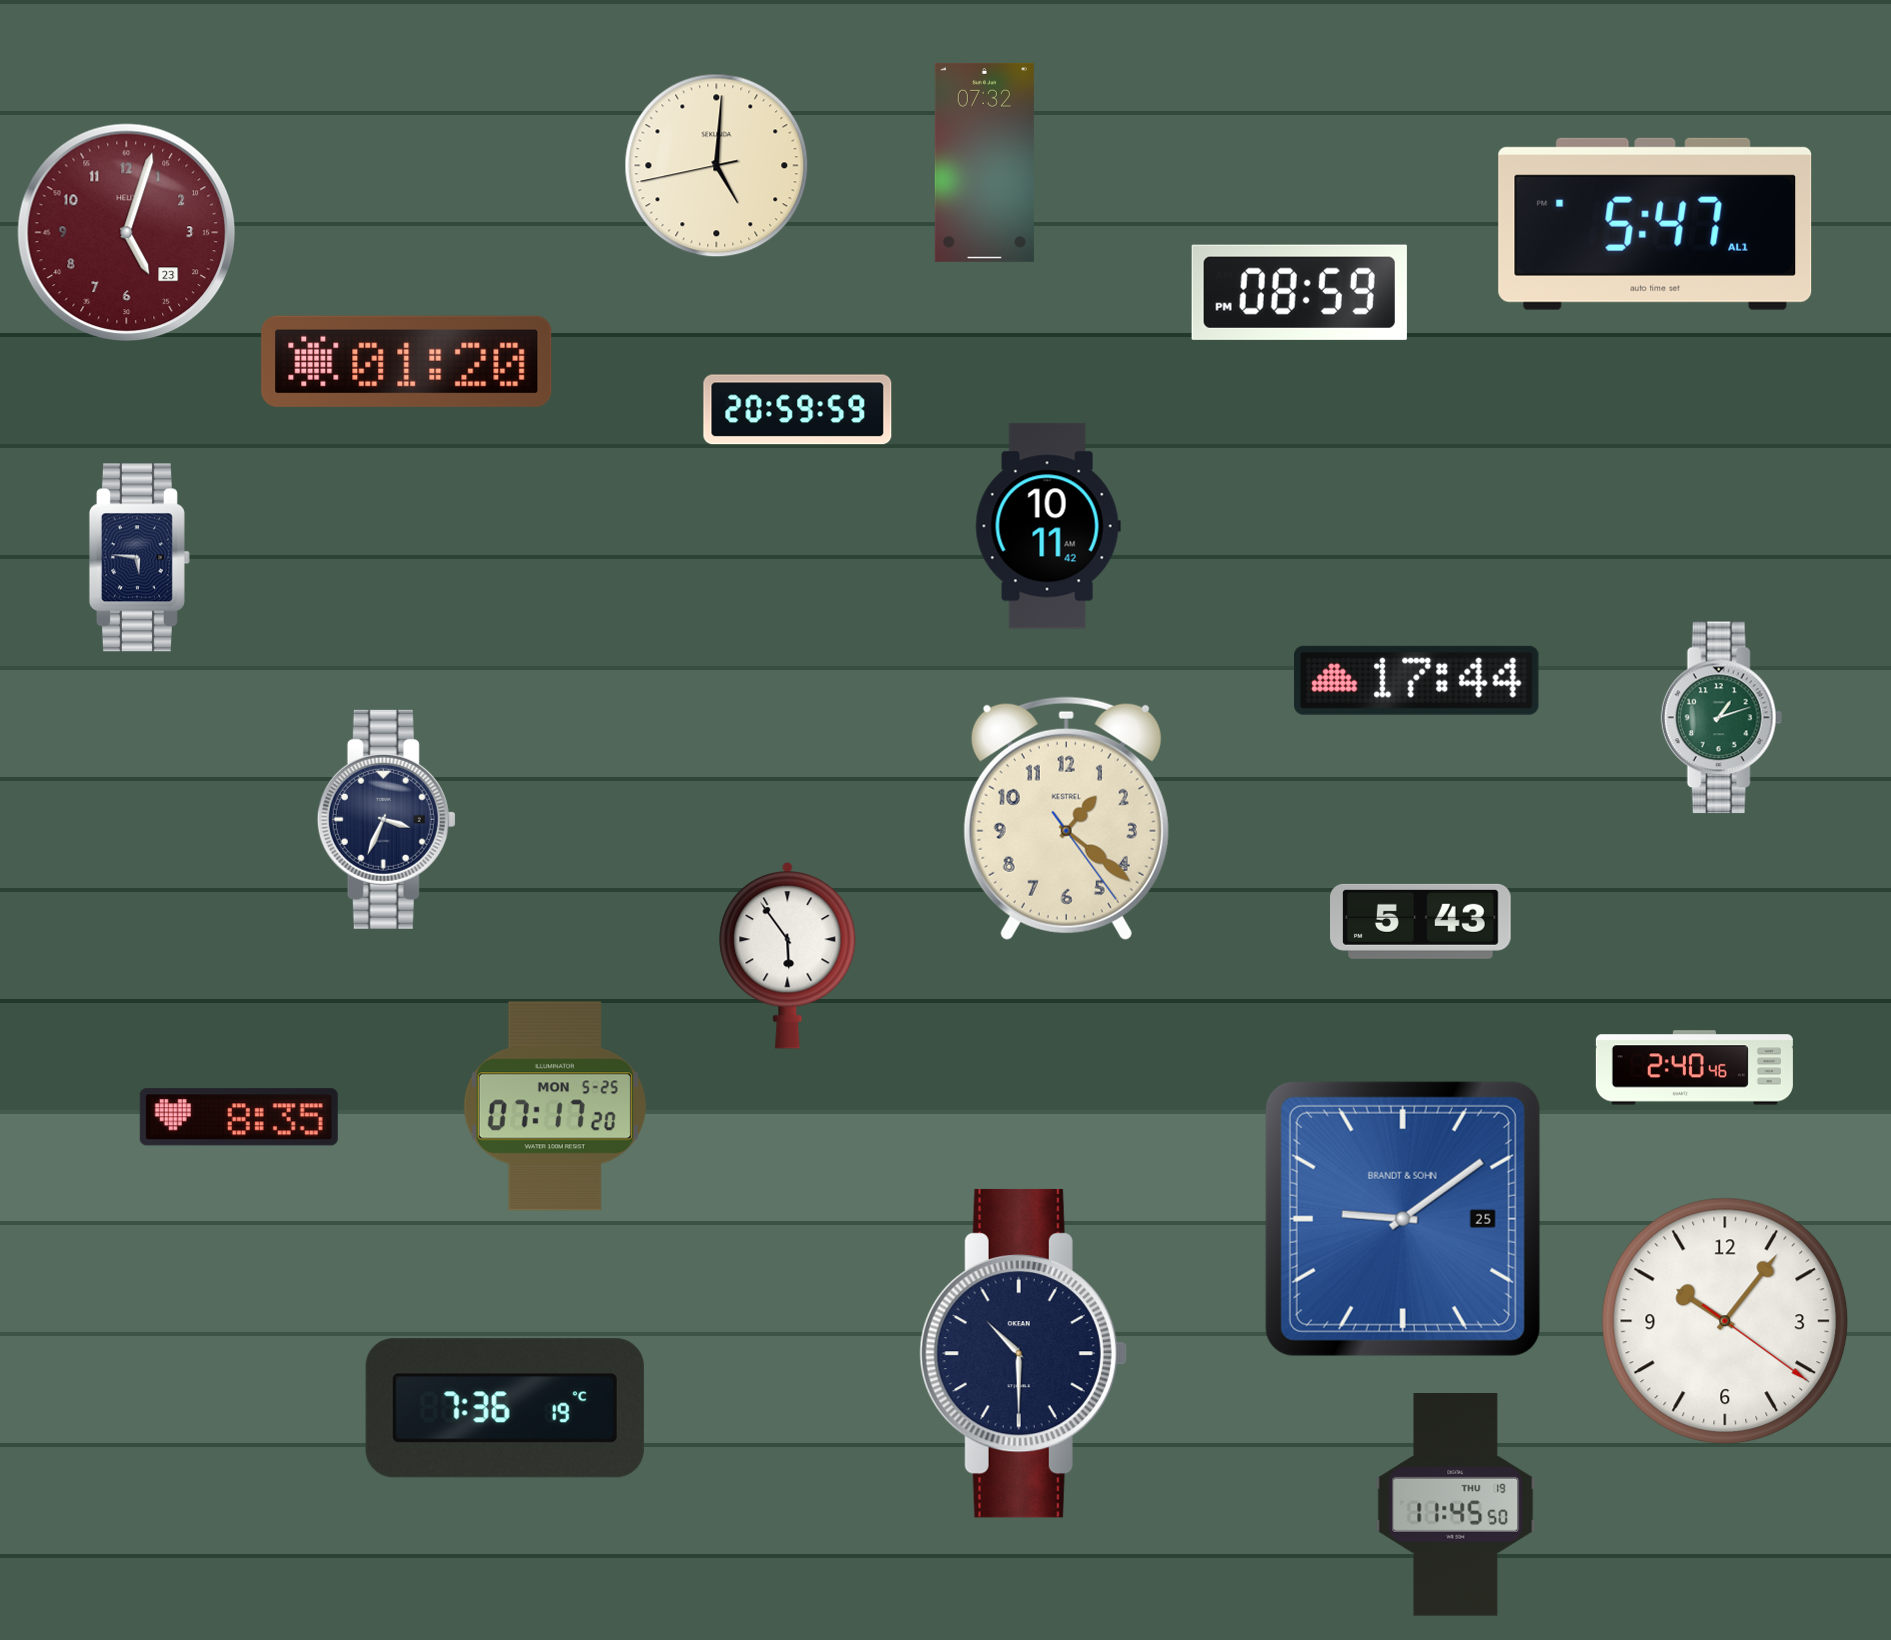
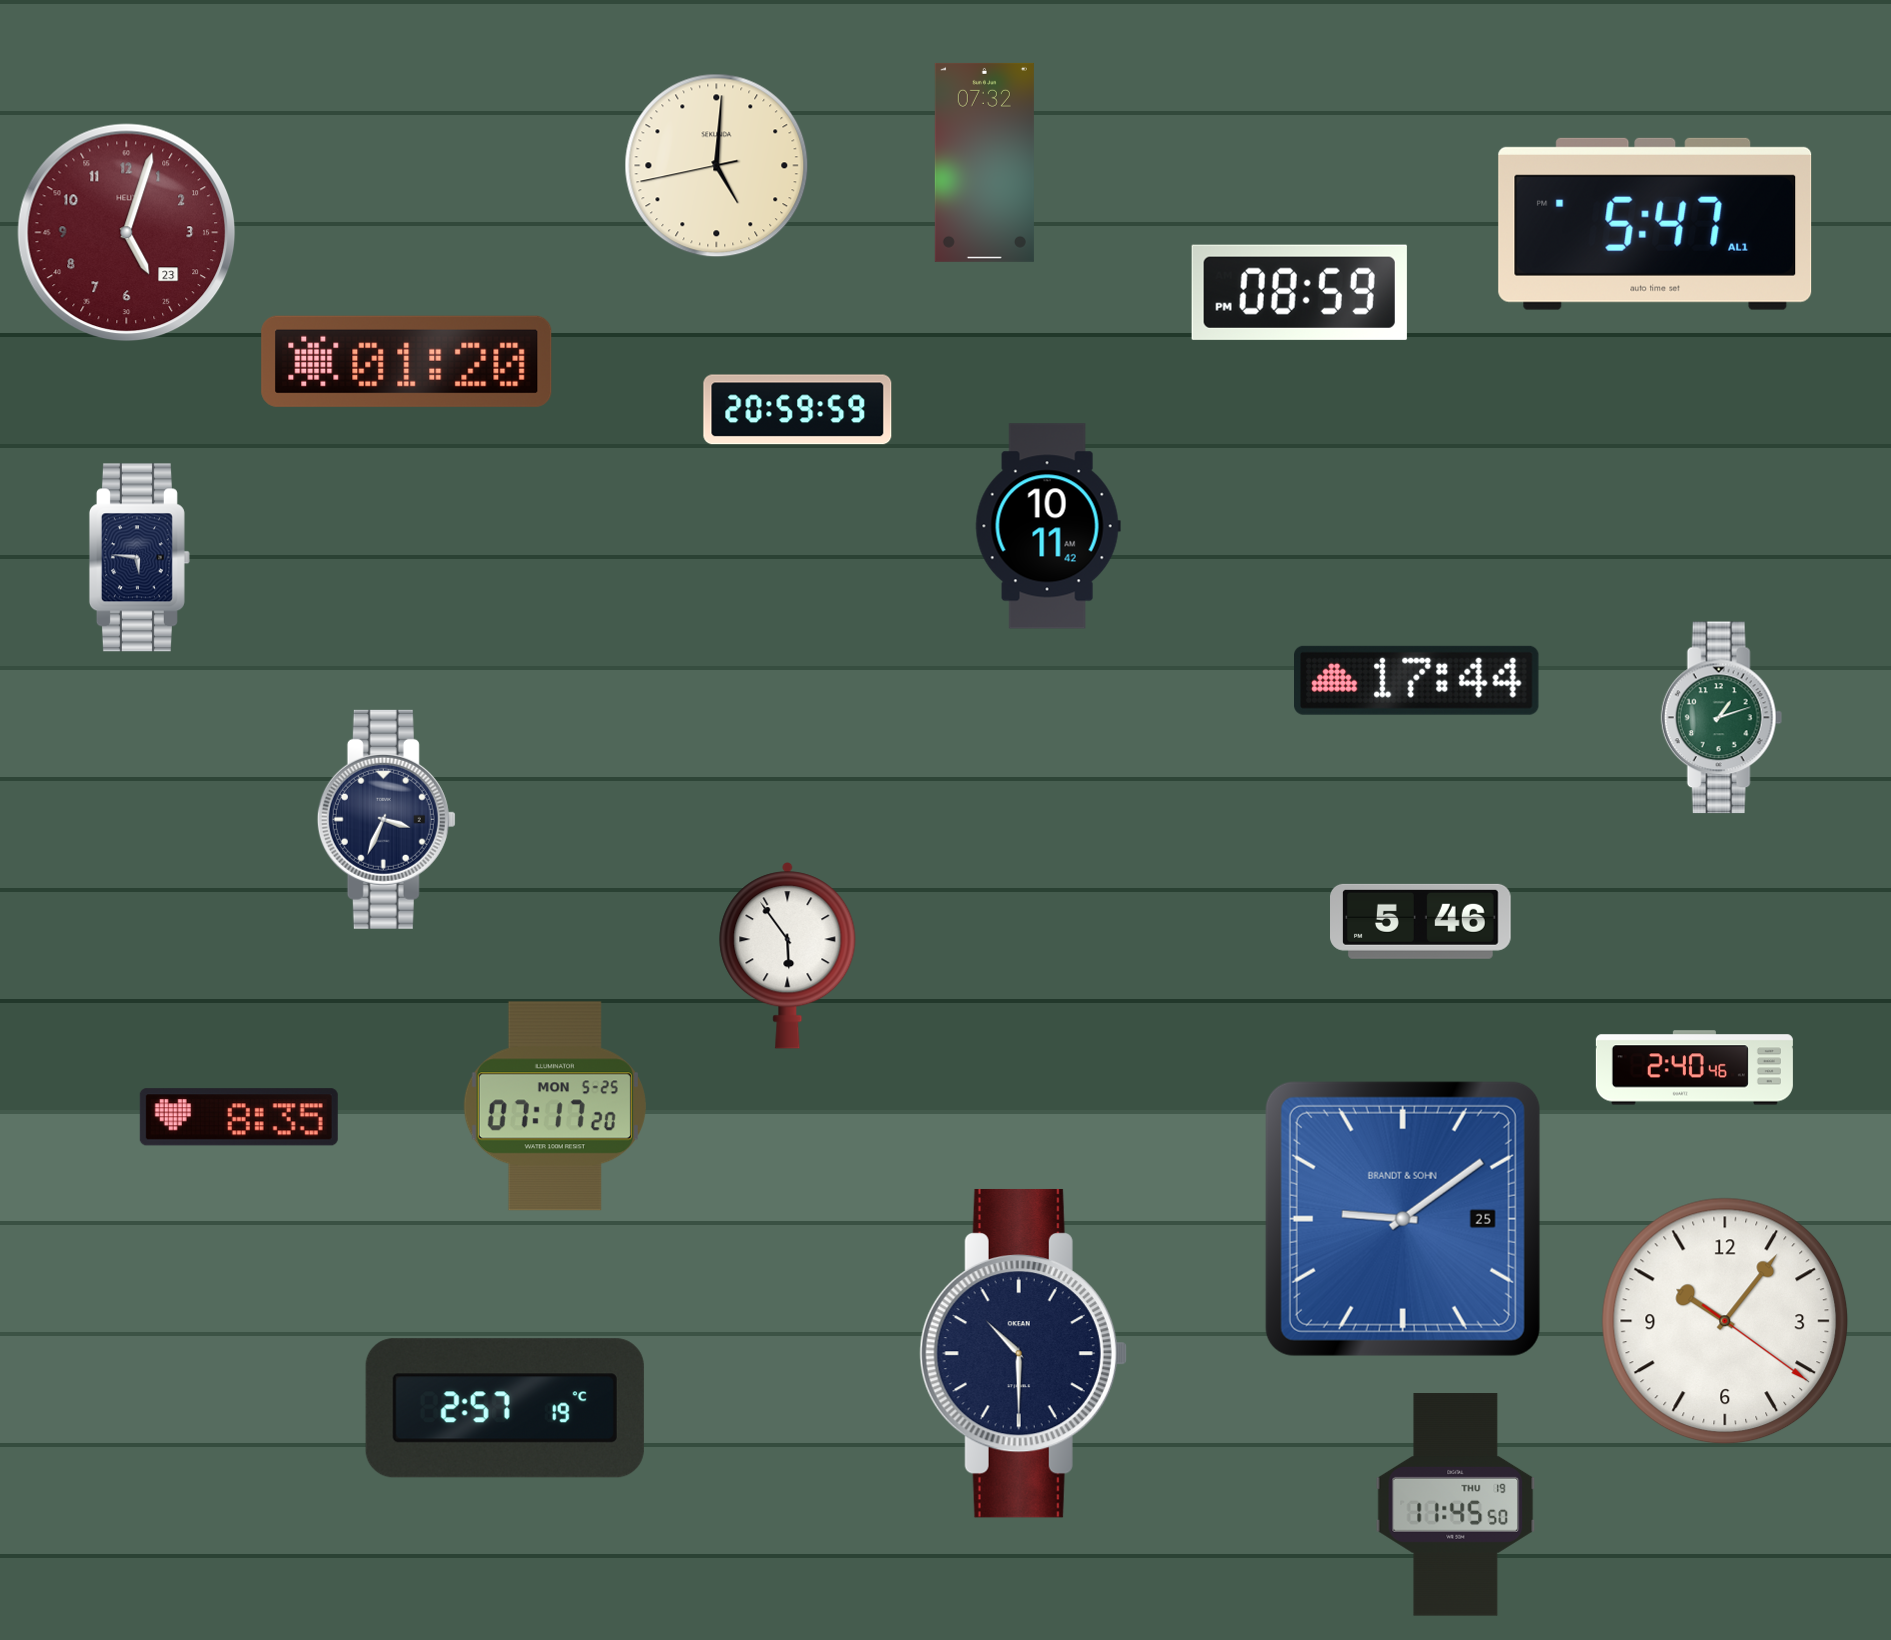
clock at (1066, 818): 1:21 -> none
clock at (1421, 921): 5:43 -> 5:46
clock at (505, 1408): 7:36 -> 2:57
